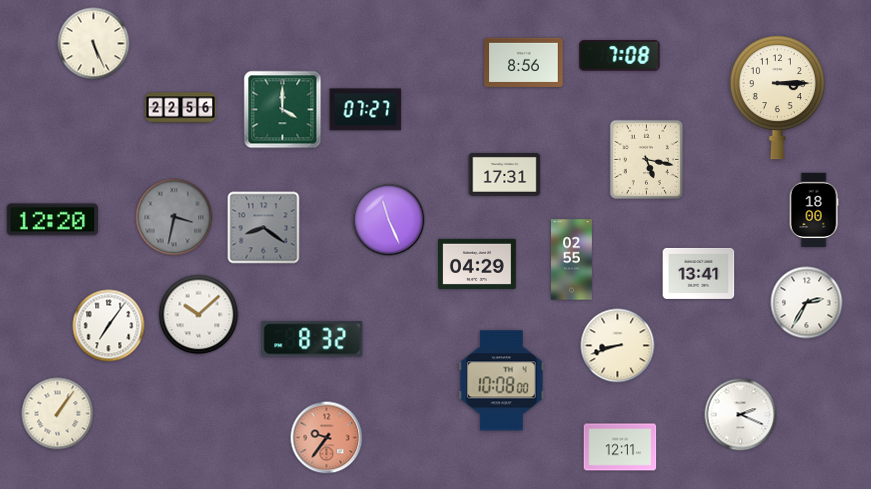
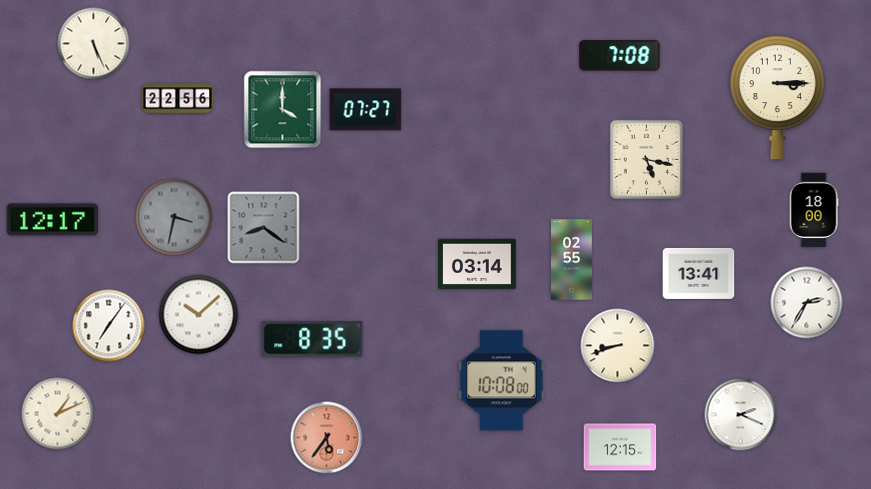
clock at (524, 62): 8:56 -> none
clock at (181, 108) position: (181, 108) -> (178, 99)
clock at (505, 174): 17:31 -> none
clock at (52, 220): 12:20 -> 12:17
clock at (389, 220): 11:26 -> none
clock at (478, 264): 04:29 -> 03:14
clock at (312, 339): 8:32 -> 8:35
clock at (58, 414): 1:06 -> 1:11
clock at (327, 438): 9:36 -> 5:36
clock at (620, 447): 12:11 -> 12:15
